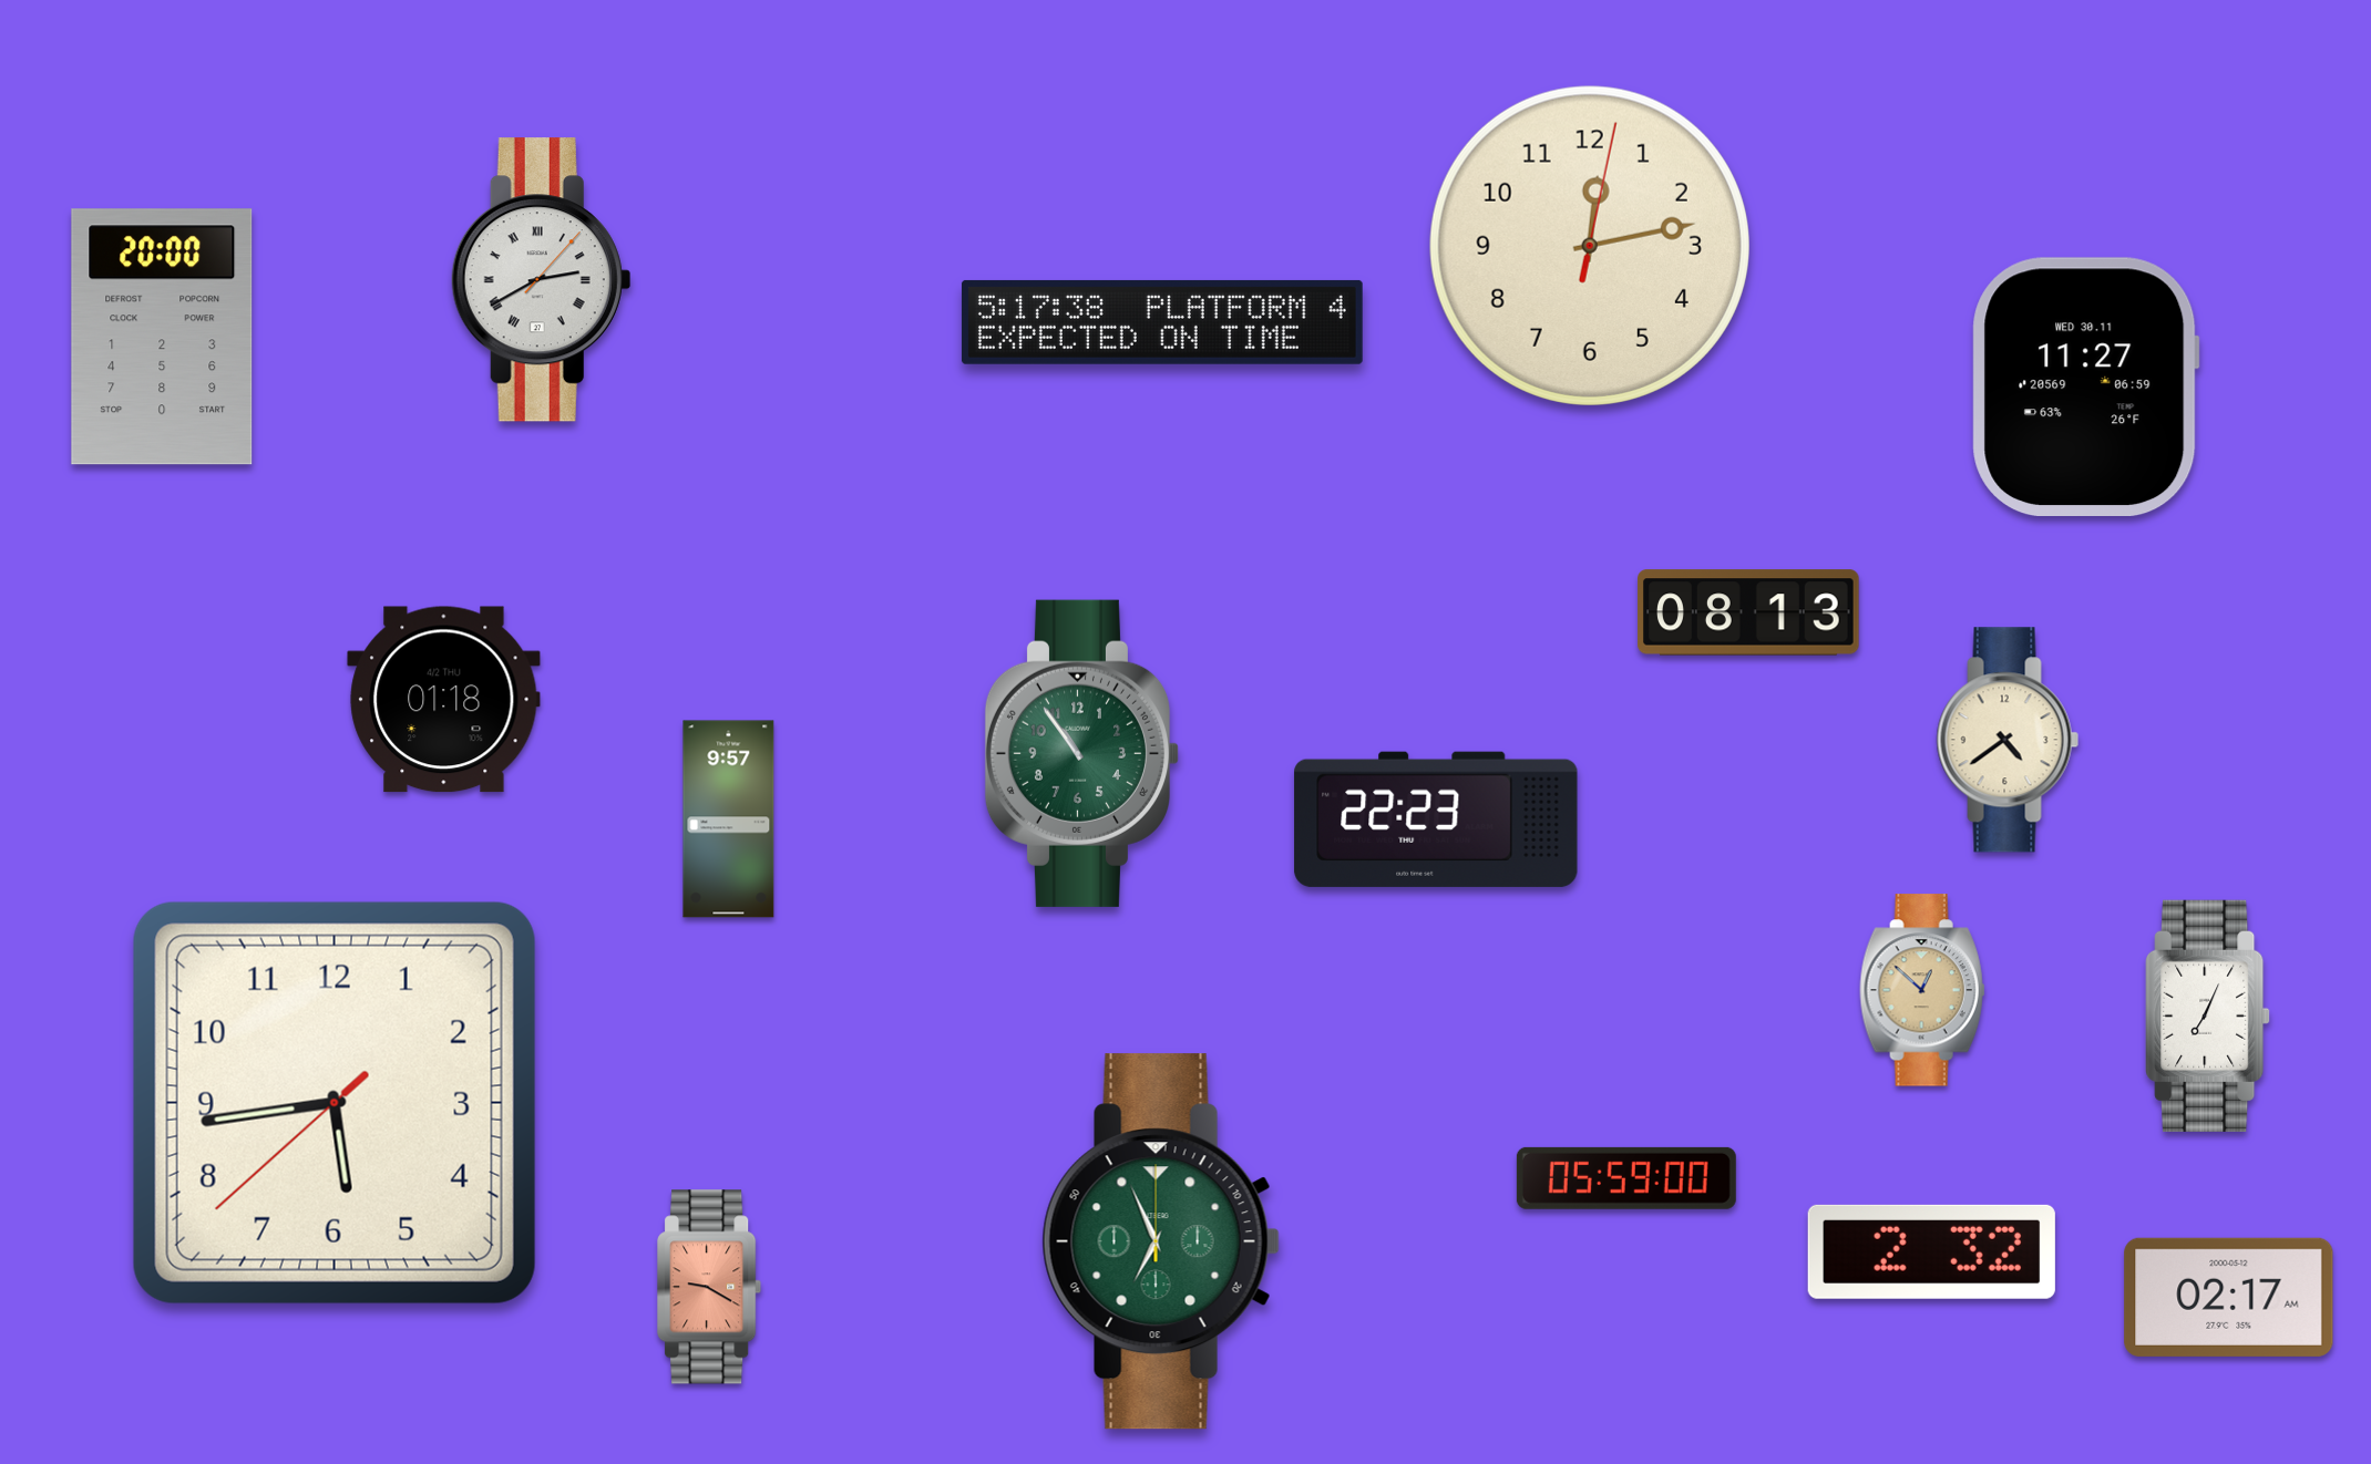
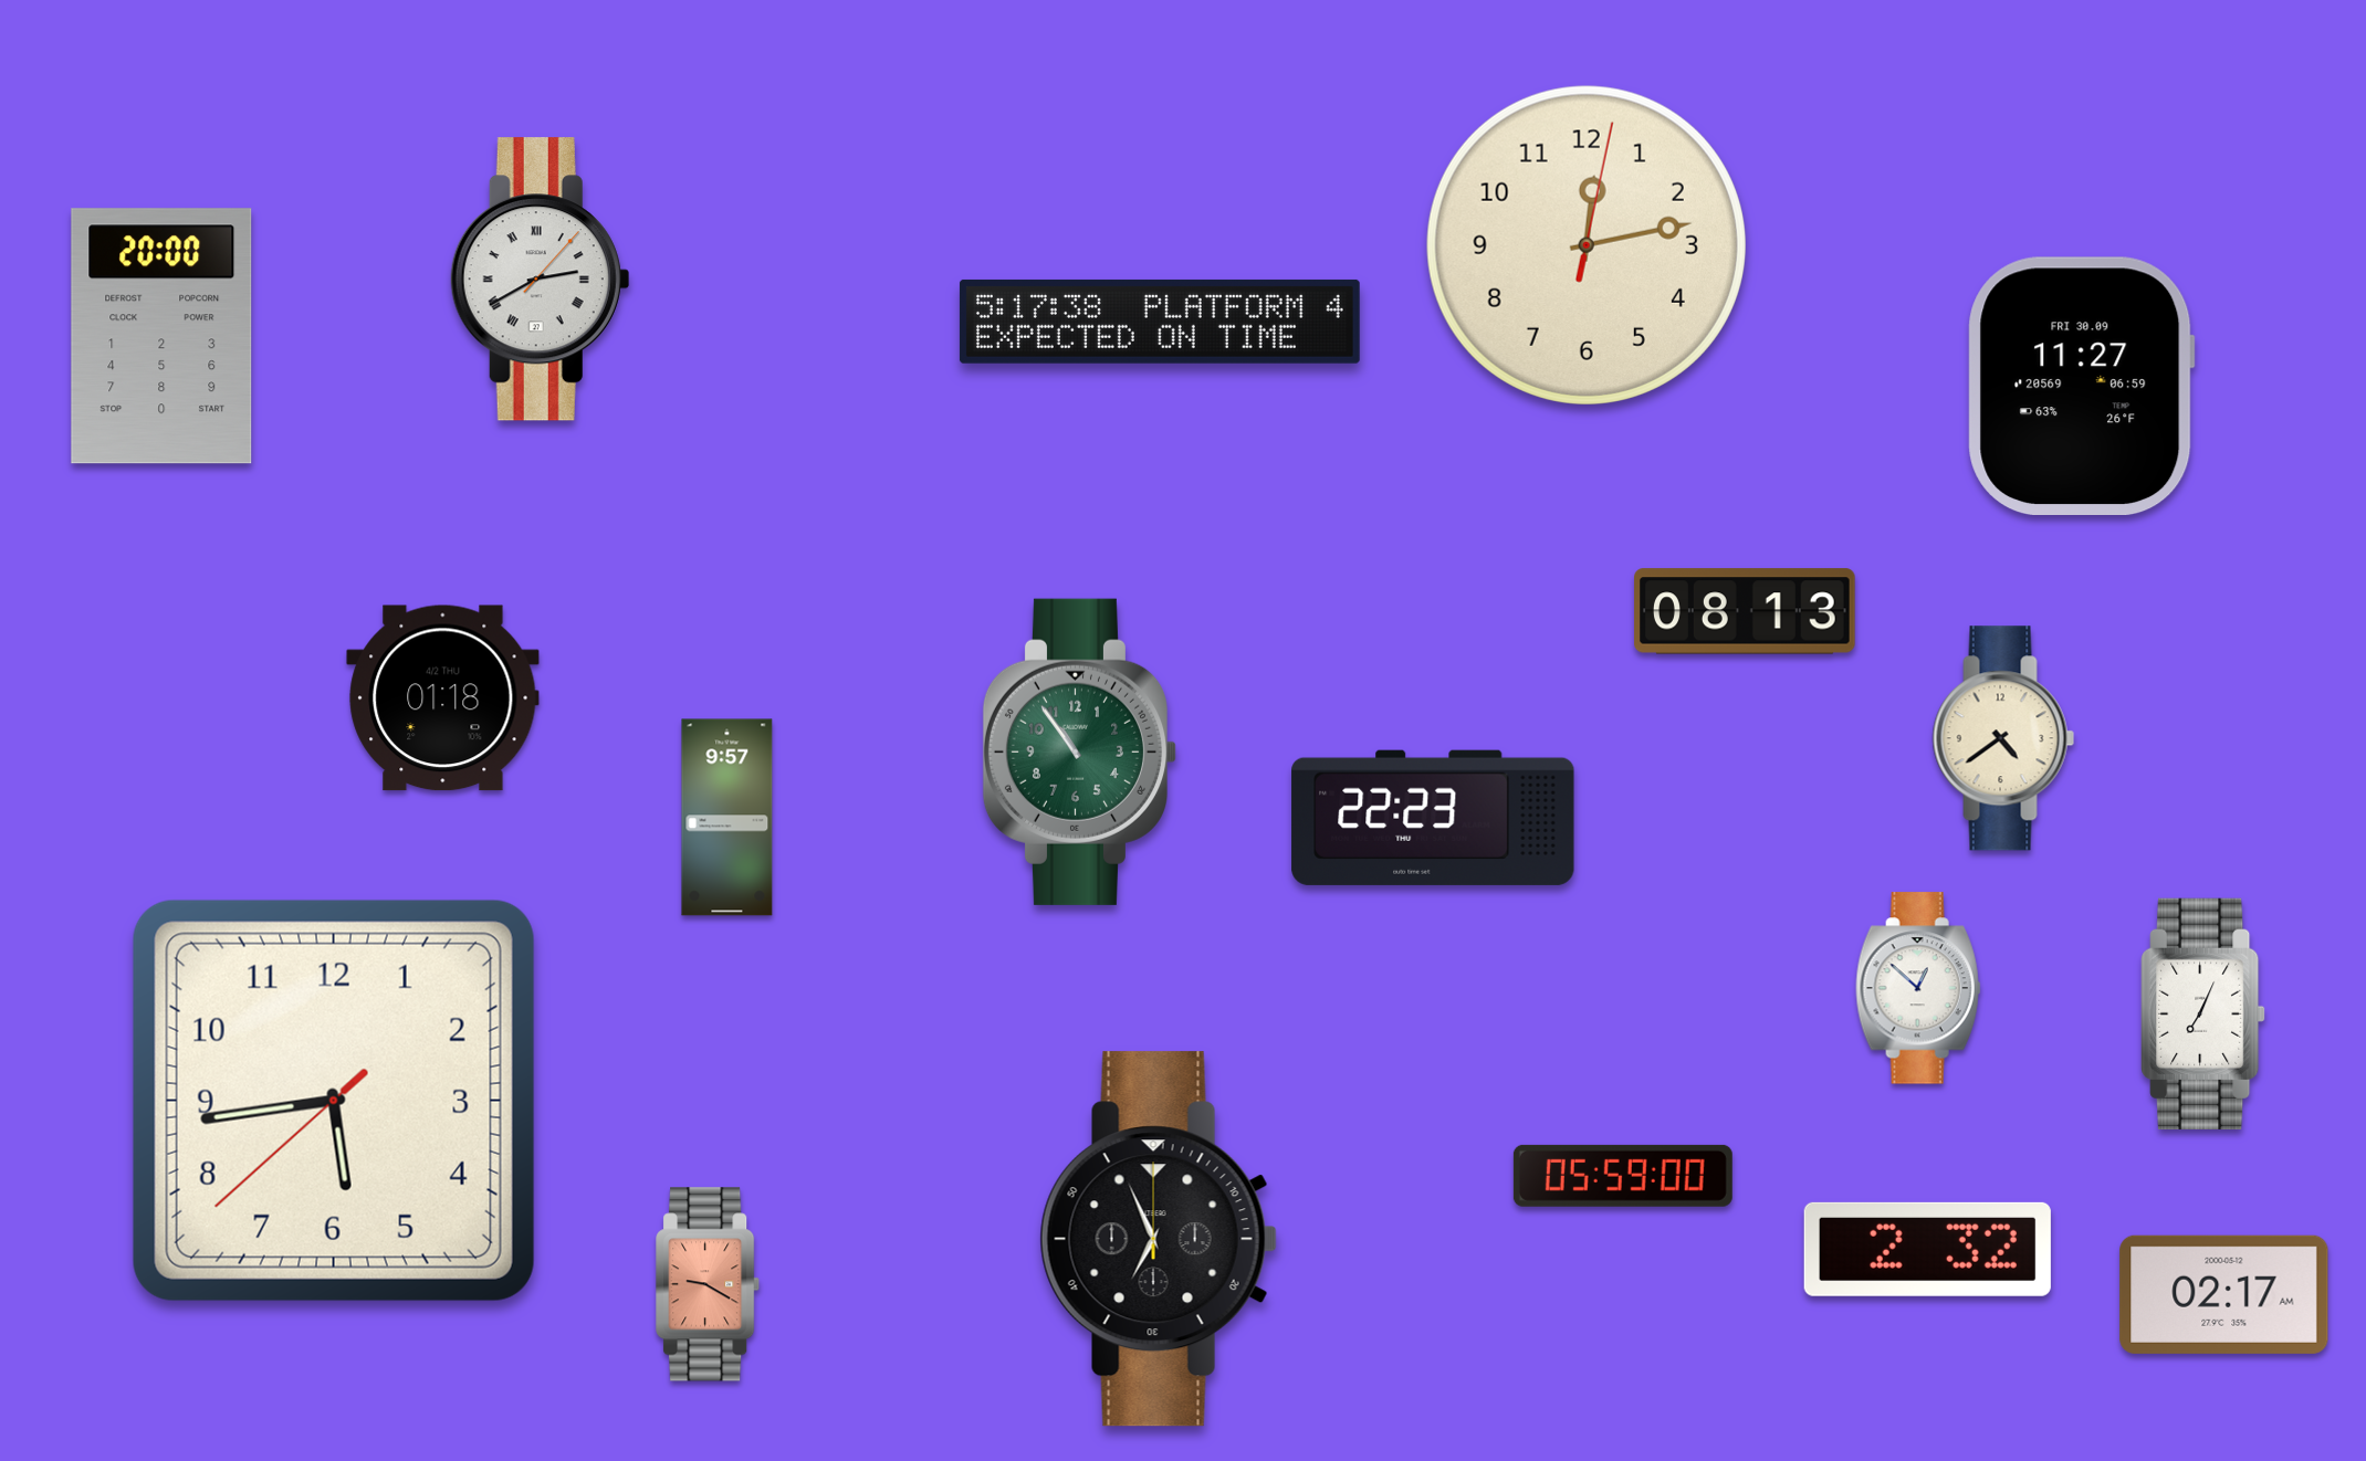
clock at (2085, 386) date: WED 30.11 -> FRI 30.09
clock at (1922, 990) dial: champagne -> white
clock at (1161, 1241) dial: green -> black
